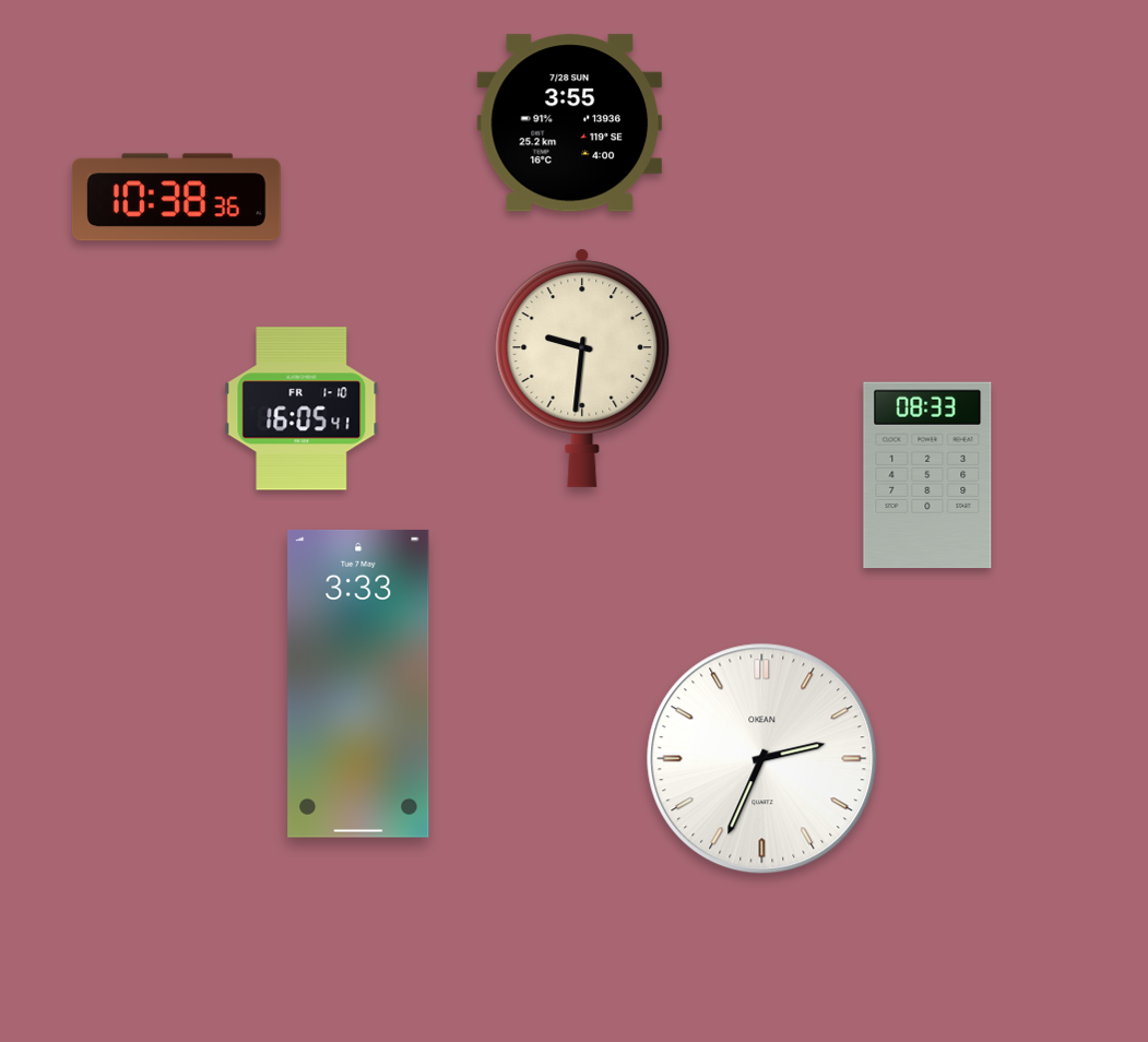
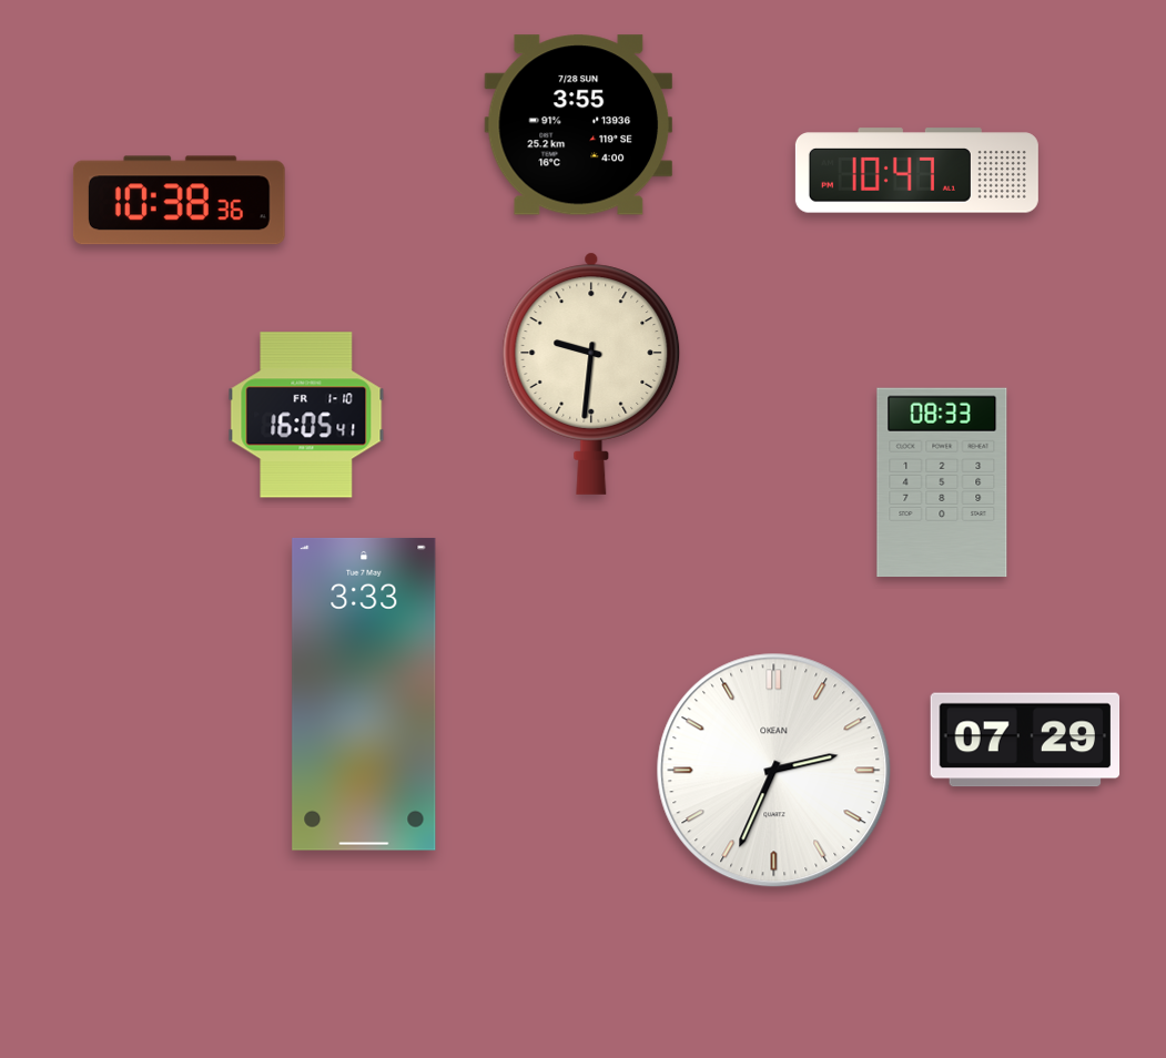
clock at (916, 171): none -> 10:47
clock at (1025, 740): none -> 07:29
